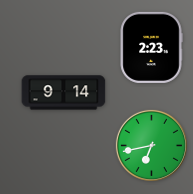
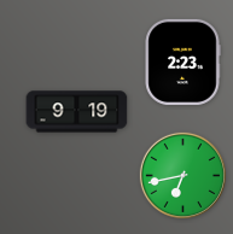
clock at (151, 47) position: (151, 47) -> (182, 62)
clock at (64, 93): 9:14 -> 9:19
